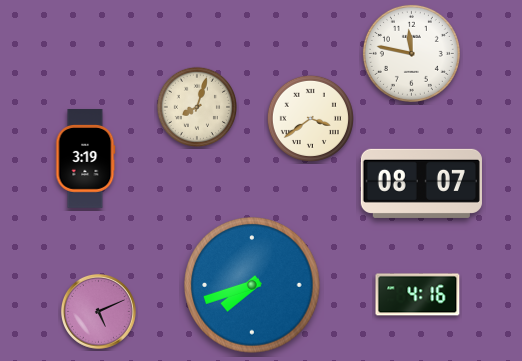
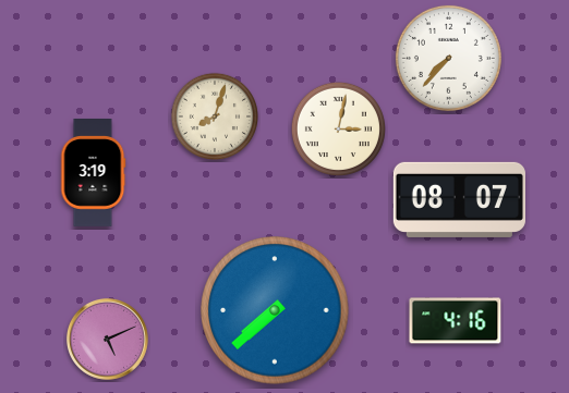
clock at (411, 53): 11:47 -> 7:37
clock at (310, 118): 3:39 -> 3:02
clock at (252, 285): 7:42 -> 7:38
